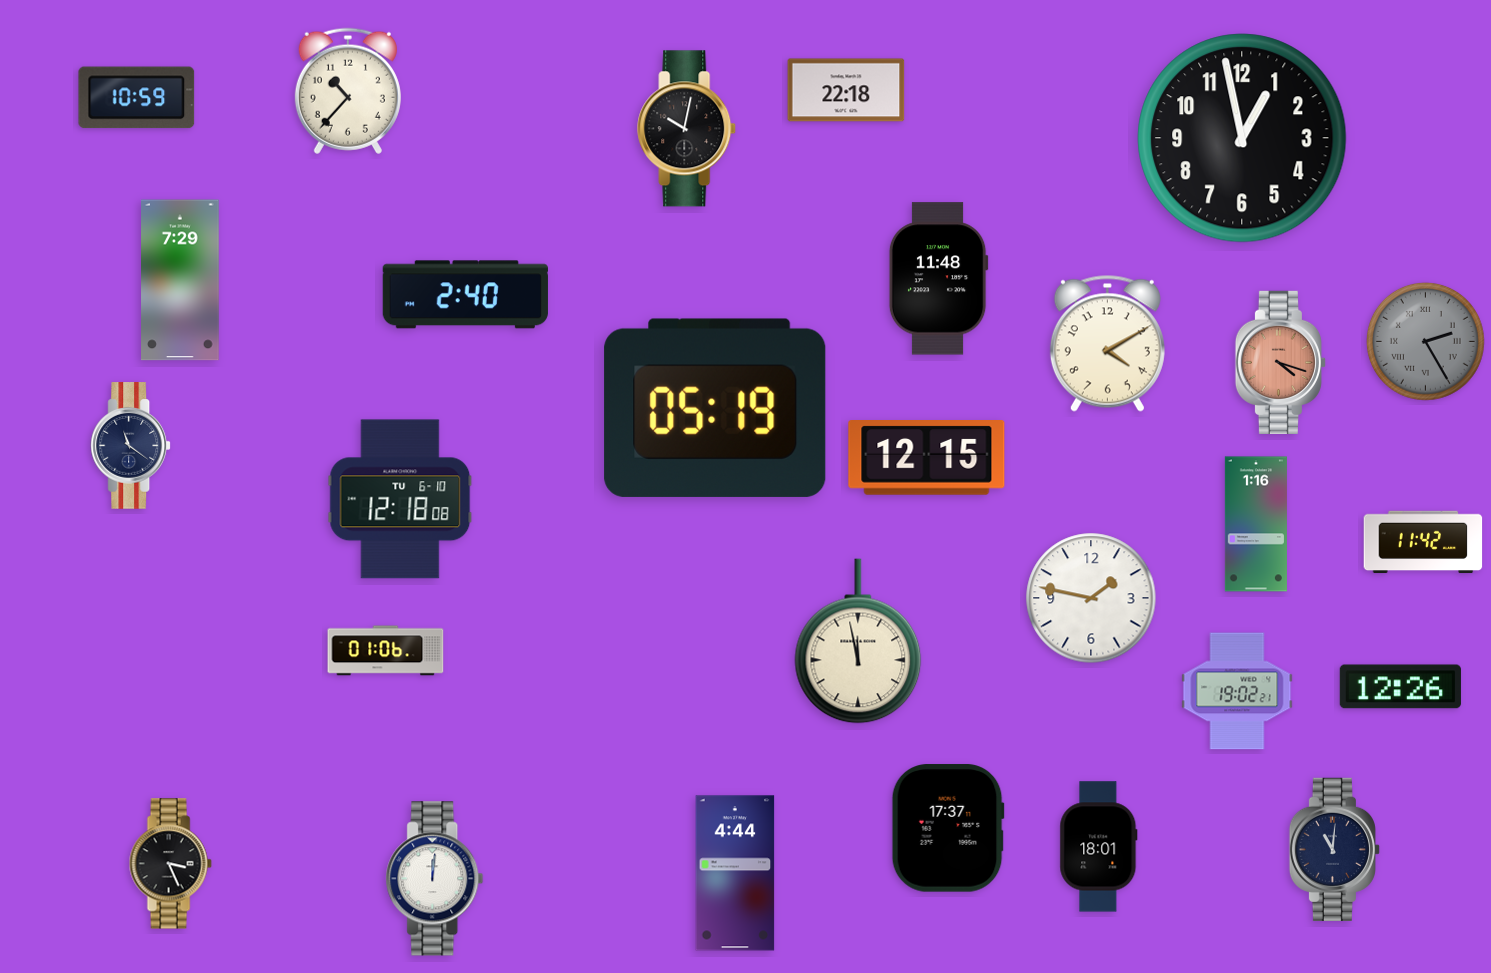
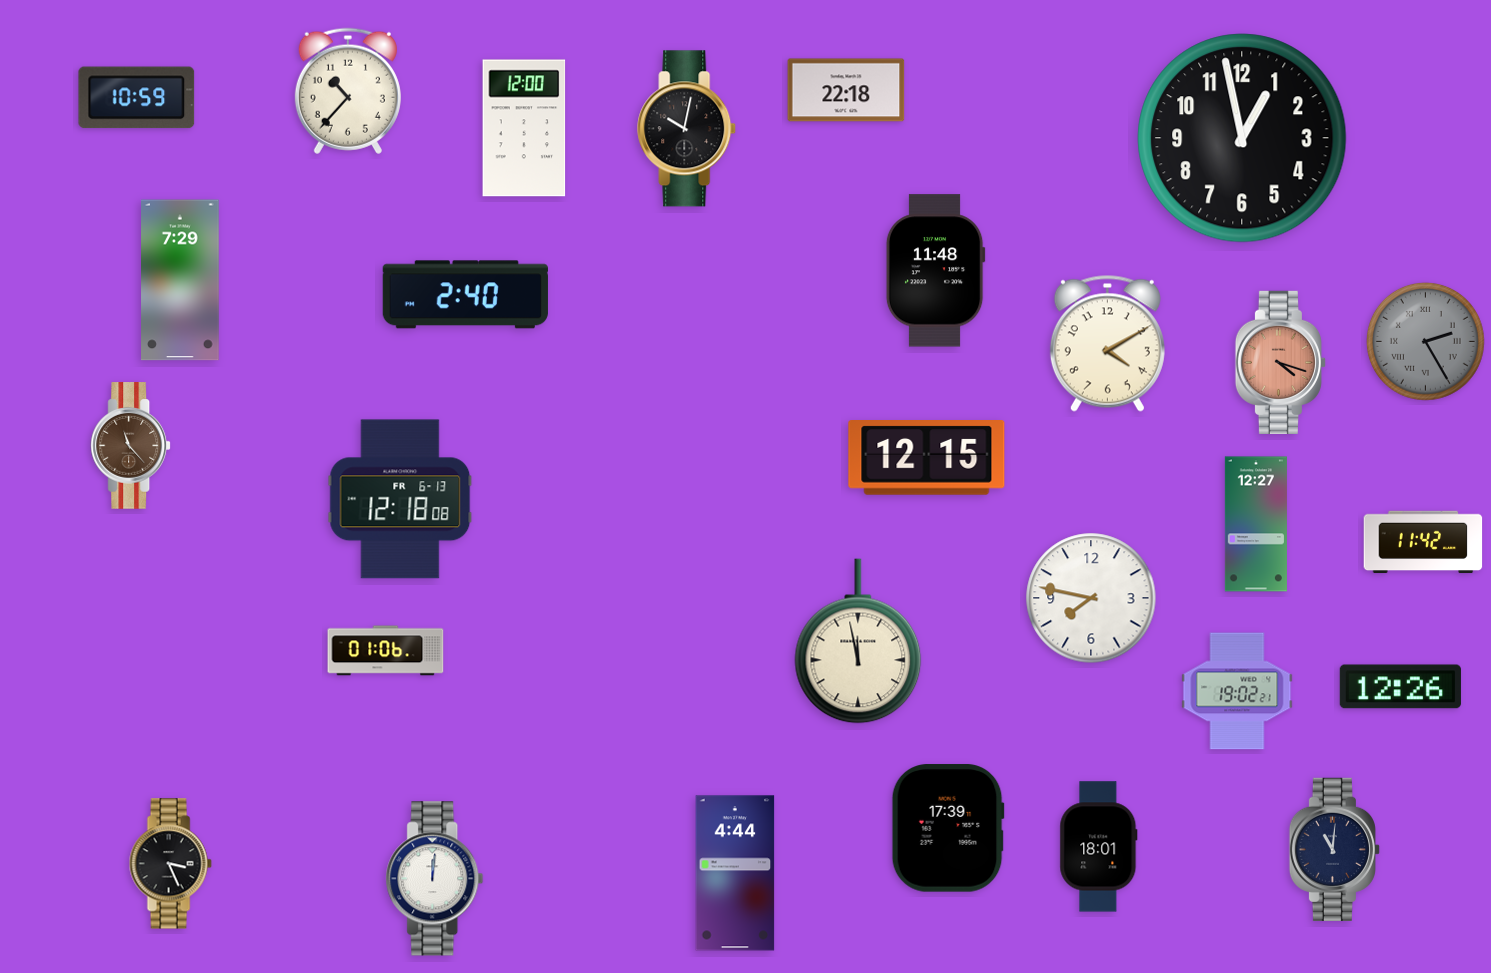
clock at (524, 128): none -> 12:00
clock at (938, 279) position: (938, 279) -> (935, 271)
clock at (715, 408): 05:19 -> none
clock at (131, 446): 11:21 -> 11:23
clock at (131, 446) dial: navy -> brown
clock at (400, 499) date: TU 6-10 -> FR 6-13
clock at (1256, 524): 1:16 -> 12:27
clock at (1091, 598): 1:47 -> 7:47
clock at (948, 828): 17:37 -> 17:39
